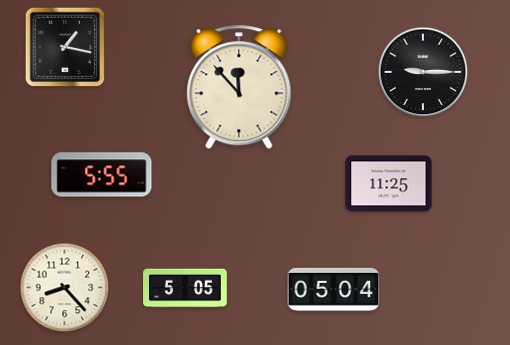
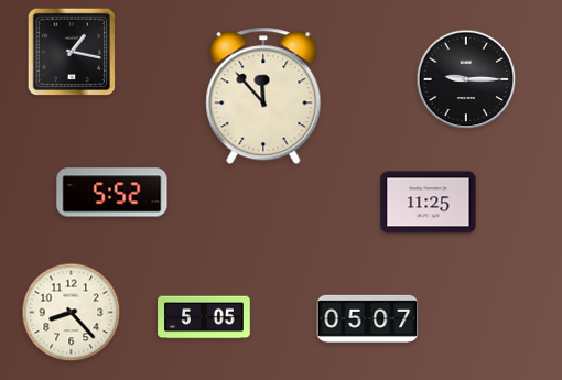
clock at (102, 175): 5:55 -> 5:52
clock at (65, 288) position: (65, 288) -> (72, 313)
clock at (334, 289): 05:04 -> 05:07
